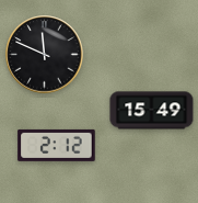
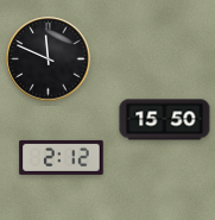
clock at (152, 111): 15:49 -> 15:50
